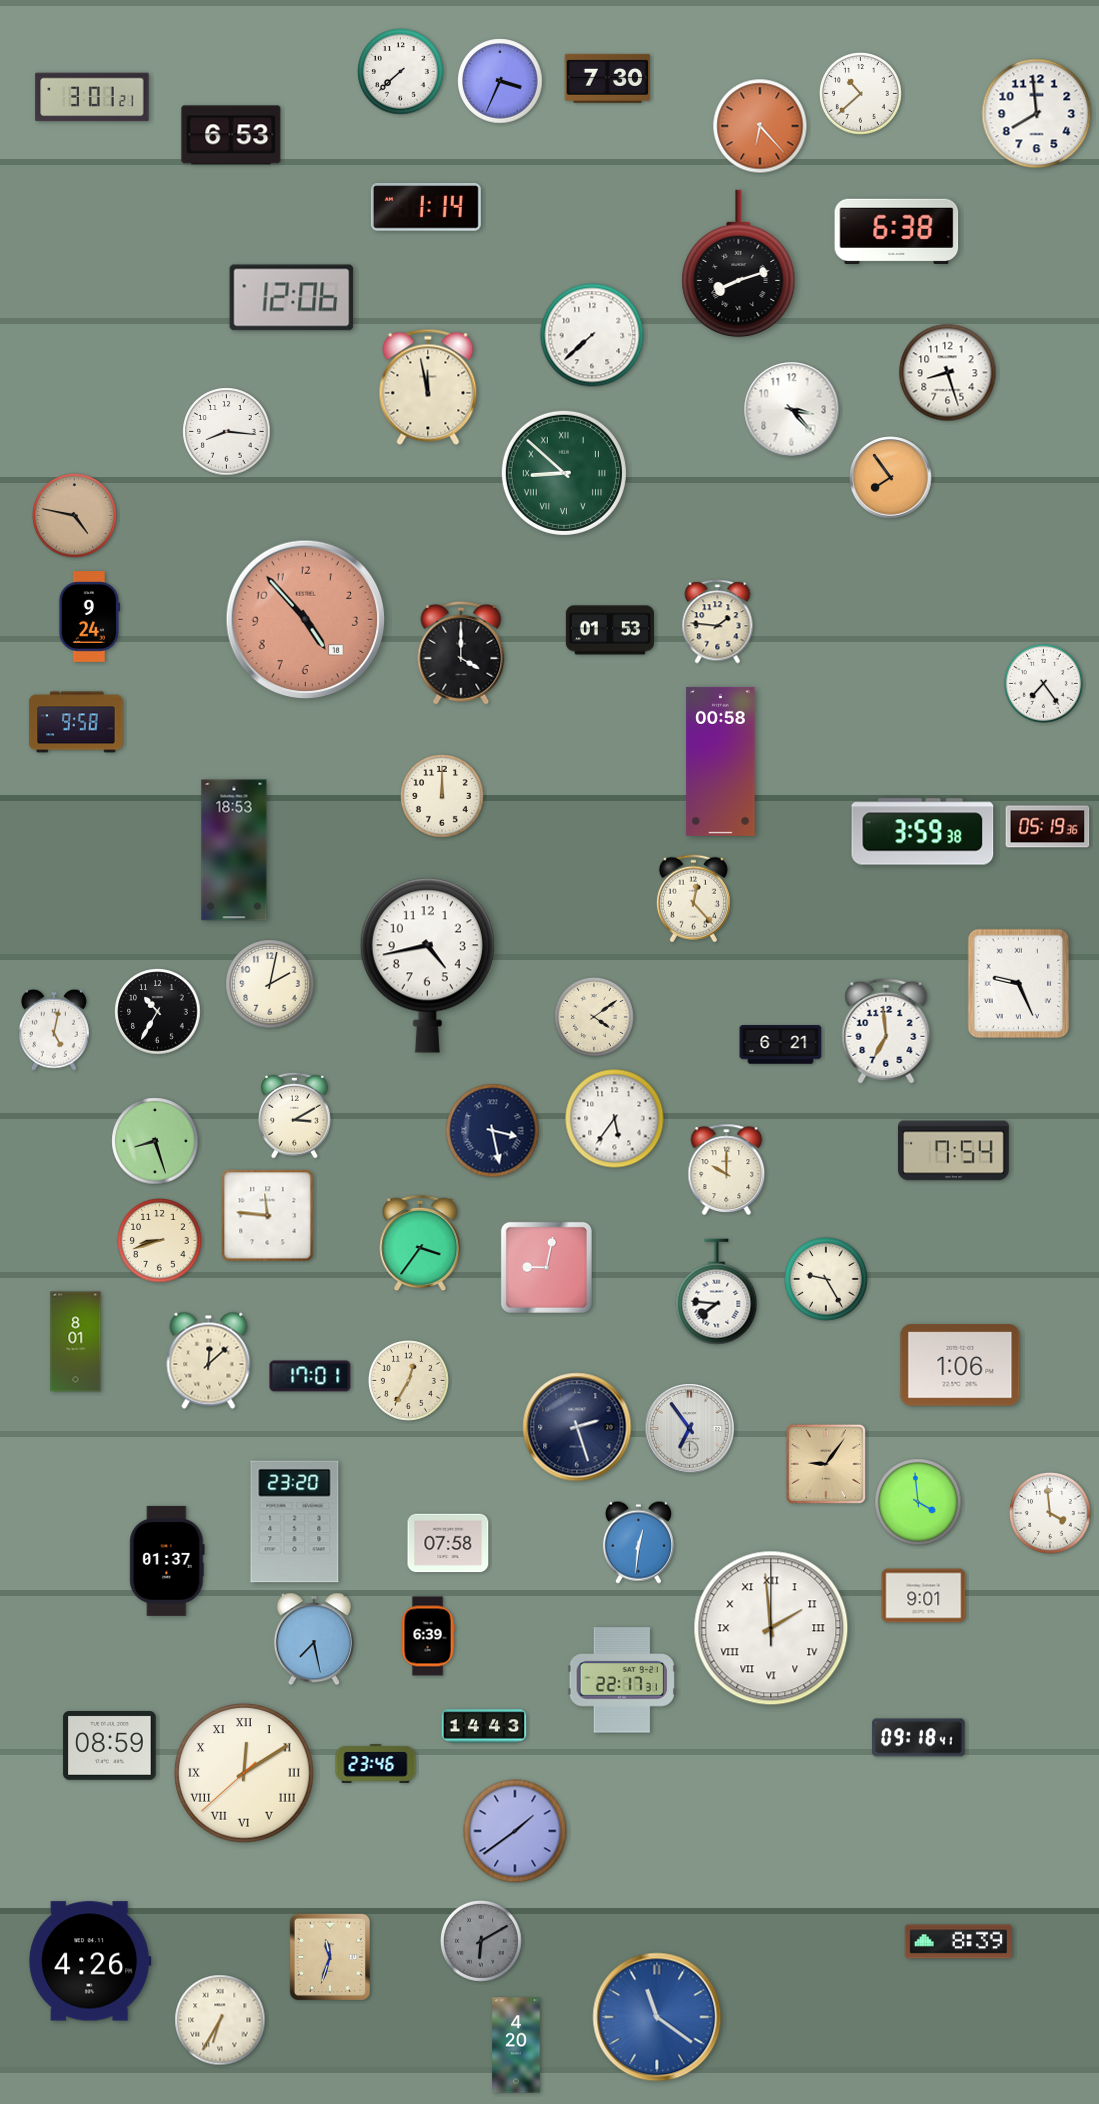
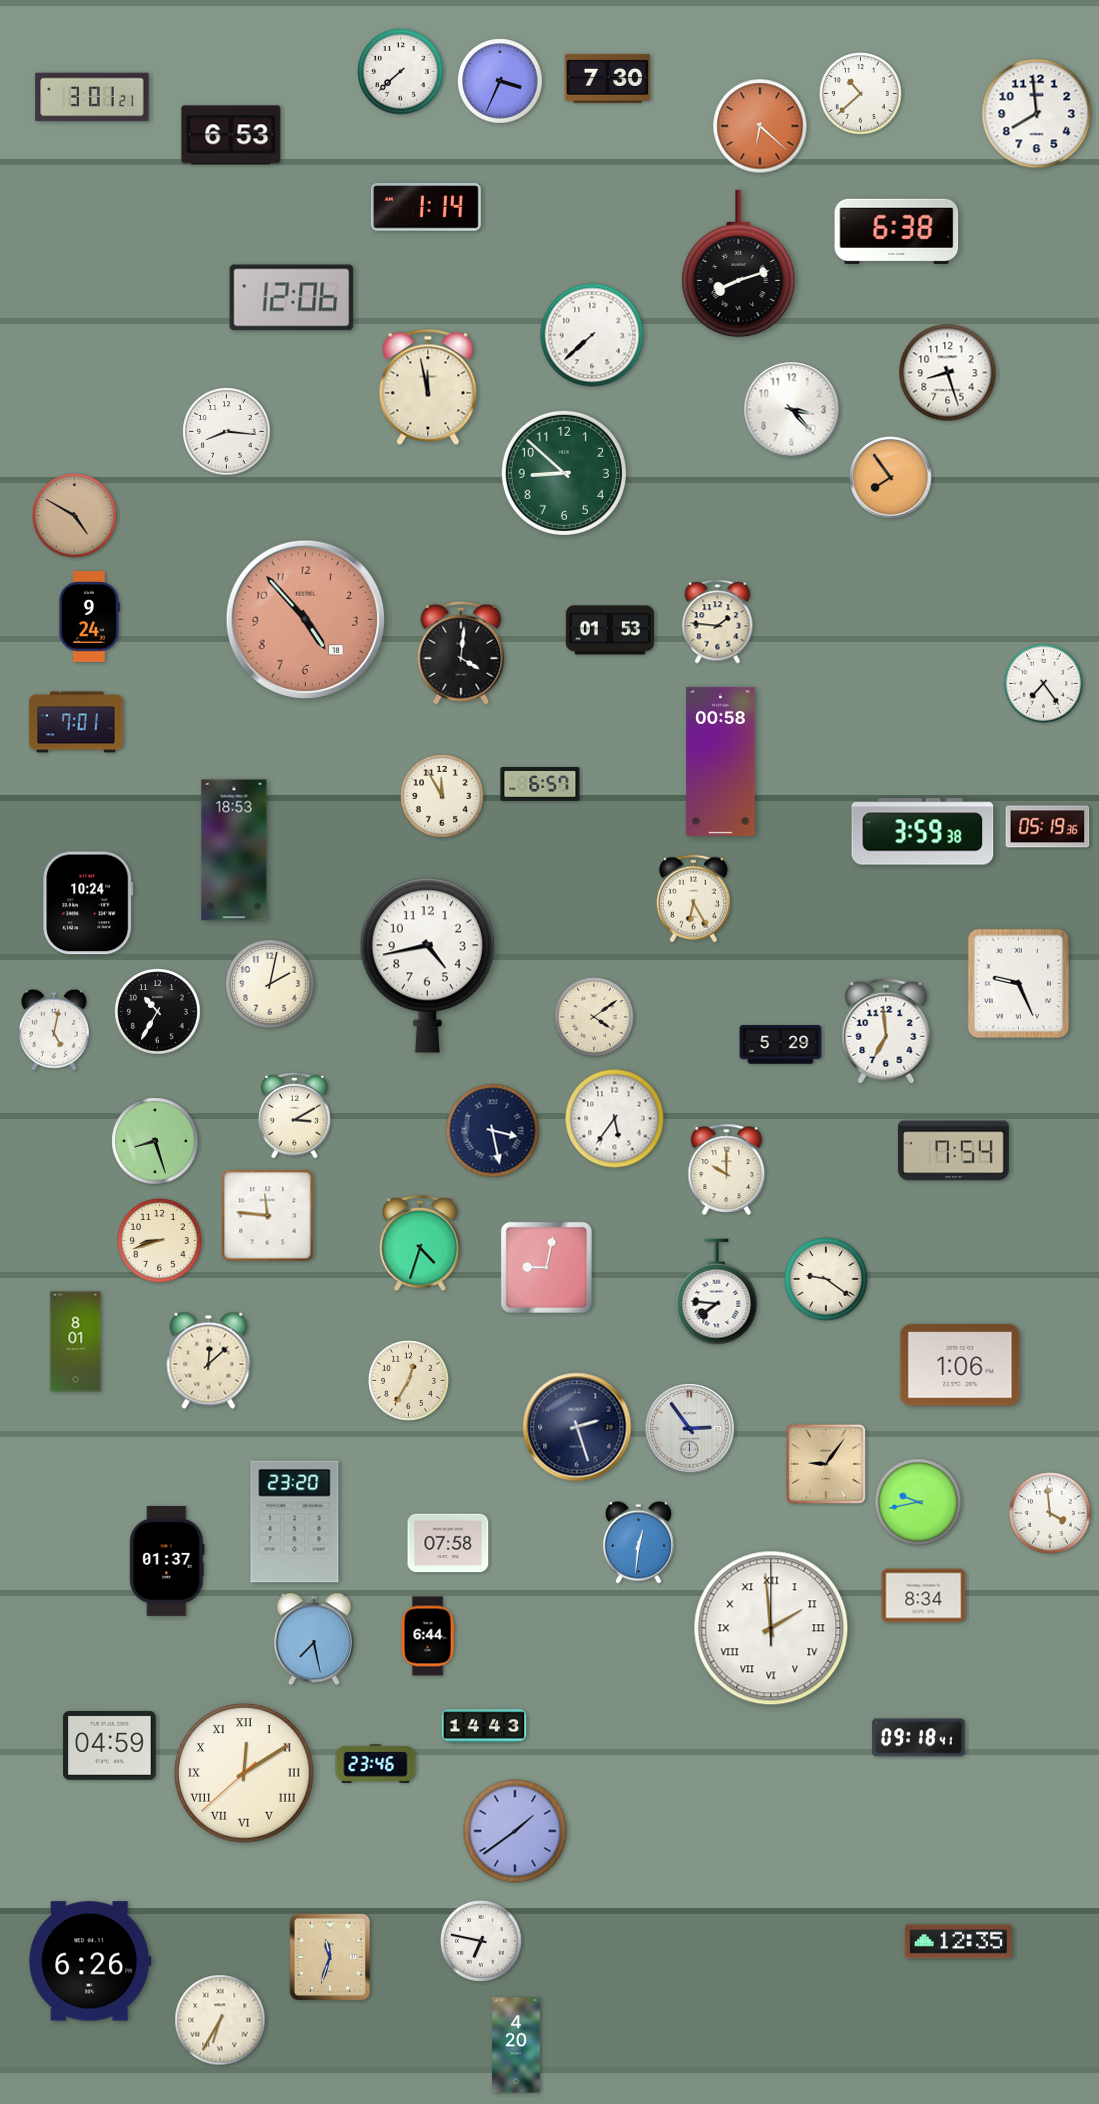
clock at (760, 126): 6:23 -> 6:22
clock at (564, 473) numerals: Roman -> Arabic
clock at (75, 516): 4:47 -> 4:50
clock at (461, 653): 4:00 -> 4:01
clock at (76, 722): 9:58 -> 7:01
clock at (540, 785): none -> 6:57
clock at (442, 796): 12:00 -> 11:55
clock at (693, 899): 12:23 -> 6:25
clock at (88, 903): none -> 10:24
clock at (781, 1045): 6:21 -> 5:29
clock at (420, 1243): 3:36 -> 4:33
clock at (826, 1279): 9:25 -> 9:21
clock at (310, 1376): 17:01 -> none
clock at (690, 1429): 6:54 -> 2:54
clock at (918, 1502): 3:59 -> 9:43
clock at (924, 1596): 9:01 -> 8:34
clock at (428, 1636): 6:39 -> 6:44
clock at (622, 1680): 22:17 -> none
clock at (110, 1746): 08:59 -> 04:59
clock at (482, 1942): 6:10 -> 6:47
clock at (482, 1942) dial: grey -> white
clock at (958, 1942): 8:39 -> 12:35
clock at (90, 1961): 4:26 -> 6:26
clock at (657, 2017): 11:21 -> none
